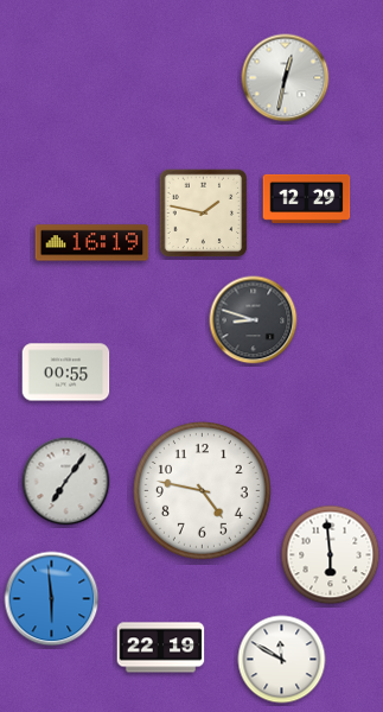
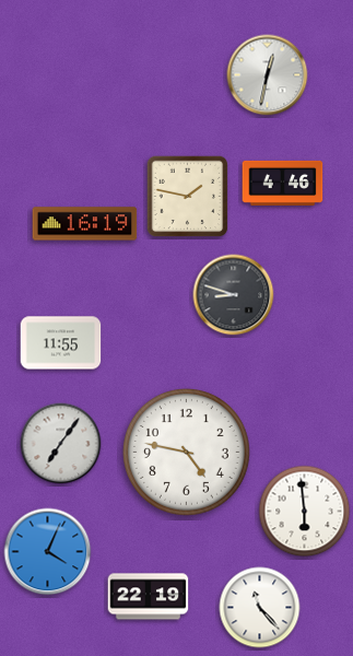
clock at (286, 78) position: (286, 78) -> (268, 75)
clock at (307, 198): 12:29 -> 4:46
clock at (66, 373): 00:55 -> 11:55
clock at (52, 599): 5:59 -> 4:04
clock at (282, 660): 11:50 -> 11:23
